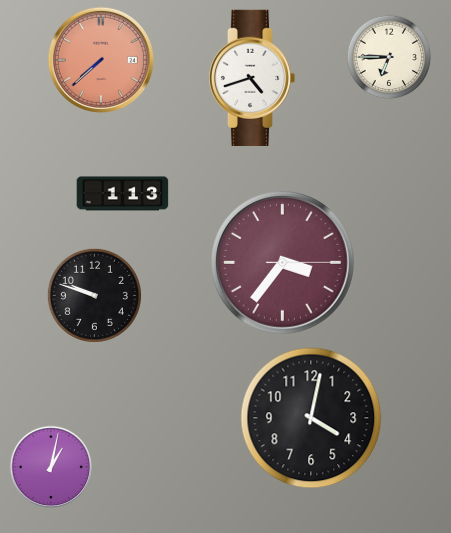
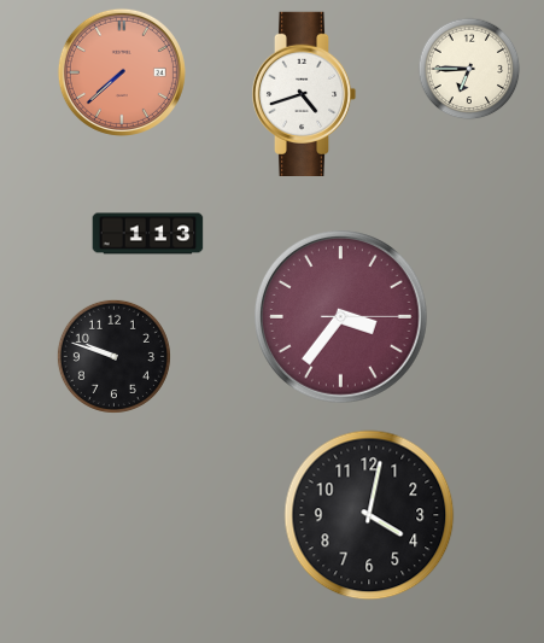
clock at (311, 418) position: (311, 418) -> (369, 515)
clock at (51, 467): 1:02 -> none
